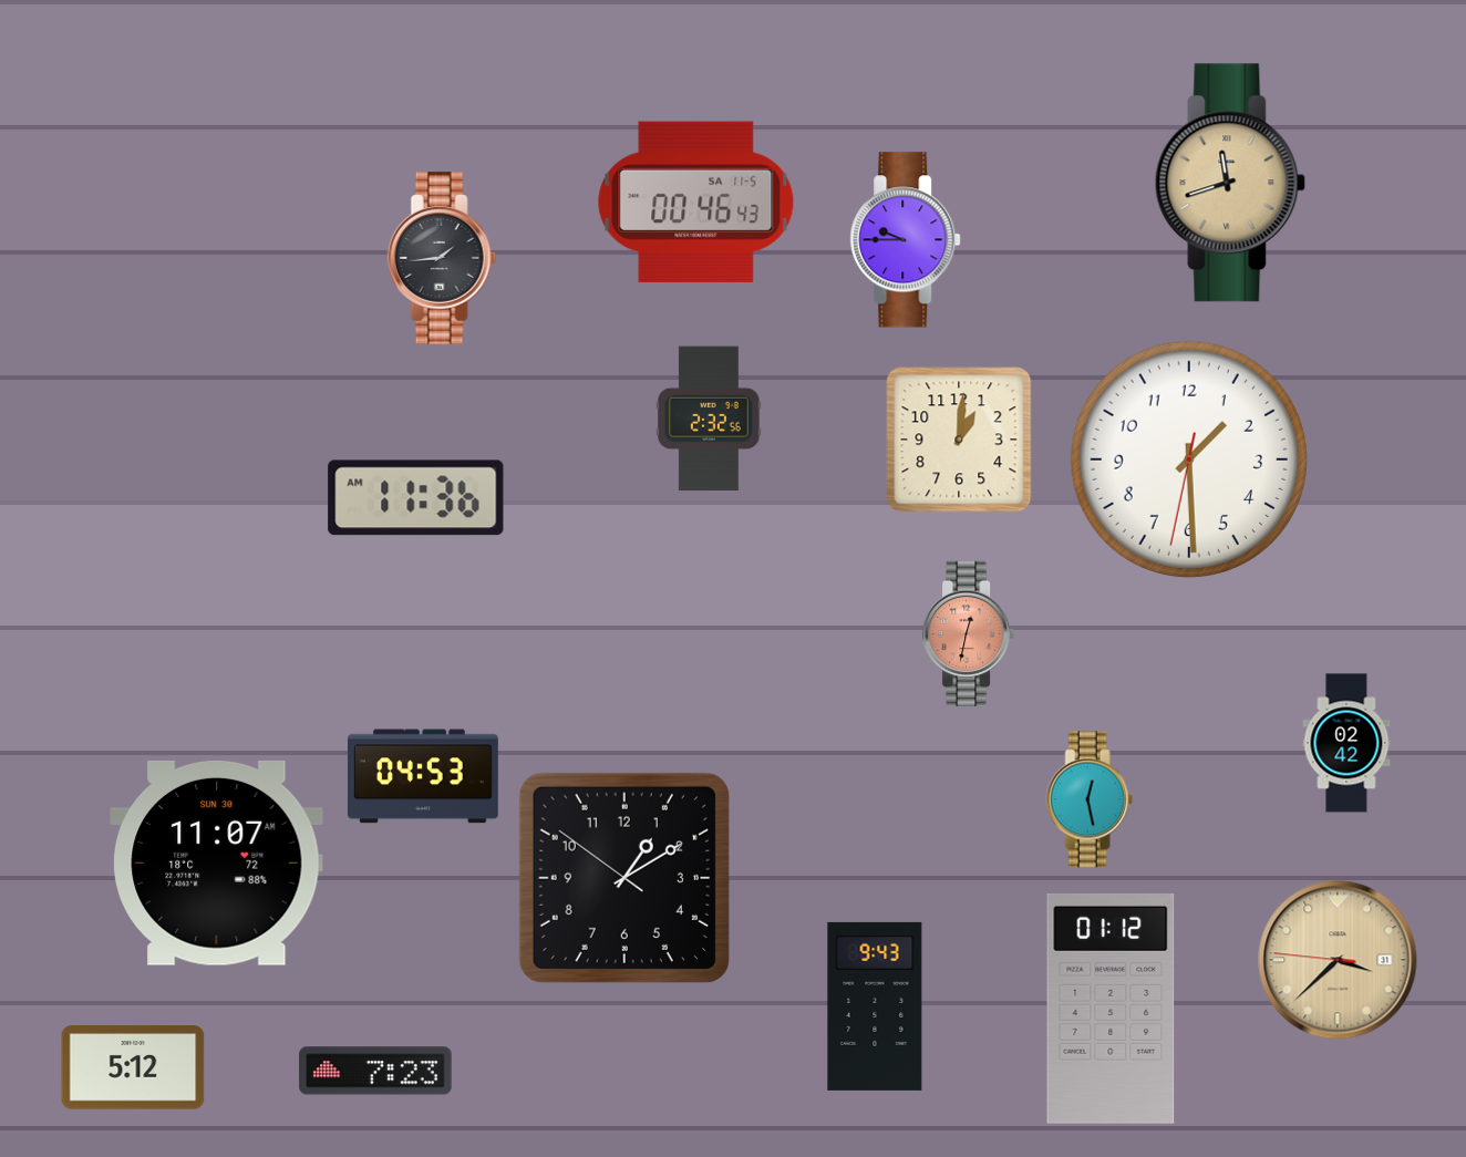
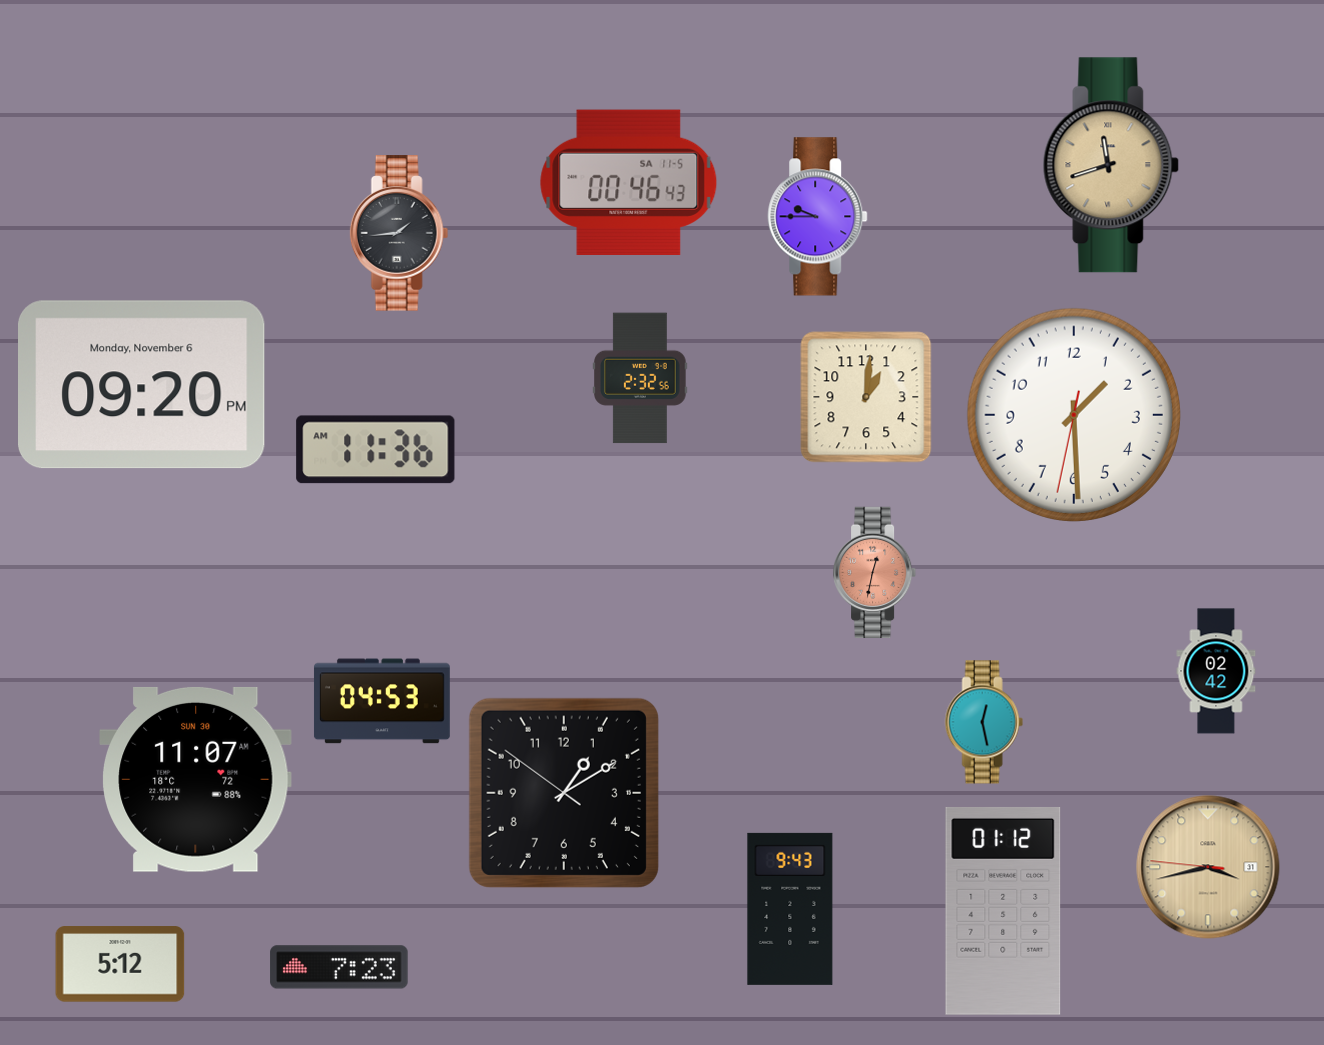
clock at (142, 385): none -> 09:20
clock at (1338, 960): 3:37 -> 3:42
